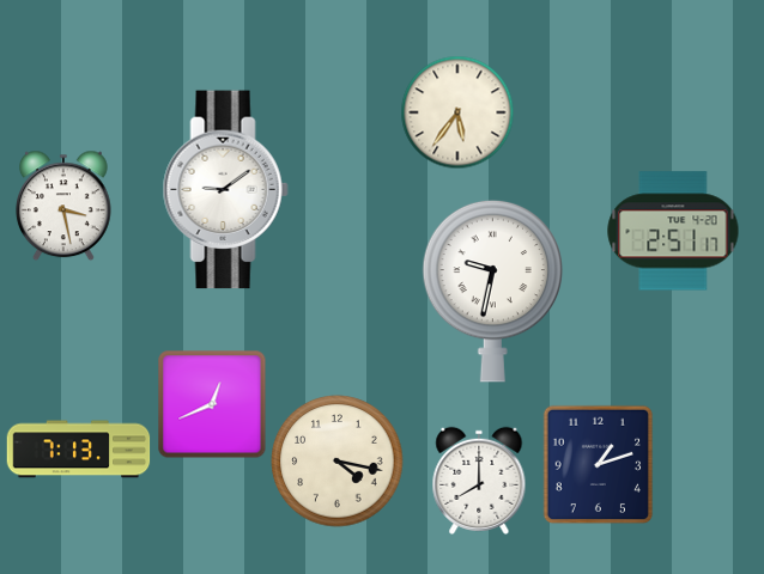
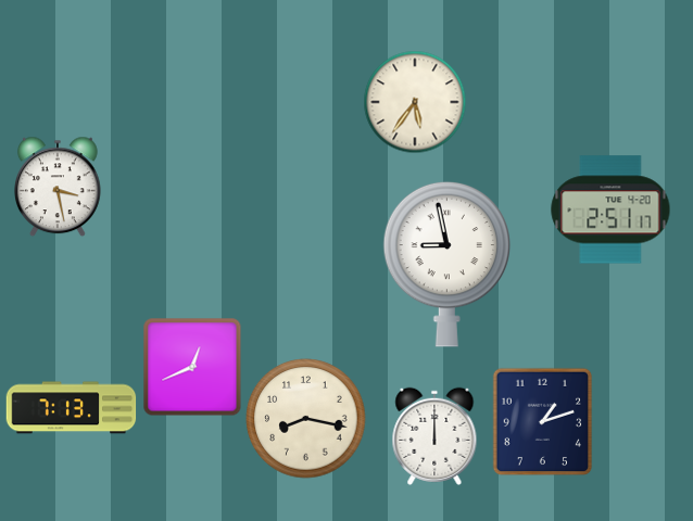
clock at (225, 190): 9:09 -> none
clock at (493, 291): 9:32 -> 8:58
clock at (338, 462): 4:17 -> 8:17
clock at (479, 481): 8:00 -> 12:00
